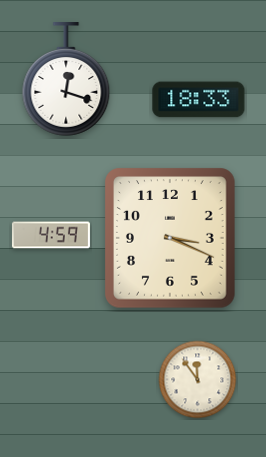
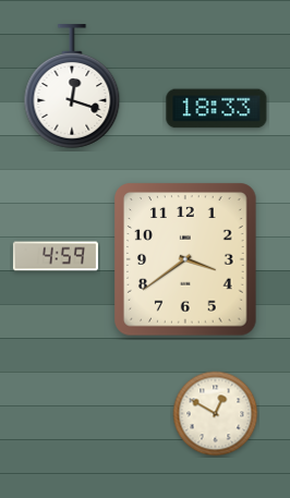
clock at (170, 238): 3:19 -> 3:39
clock at (198, 380): 11:54 -> 12:50
